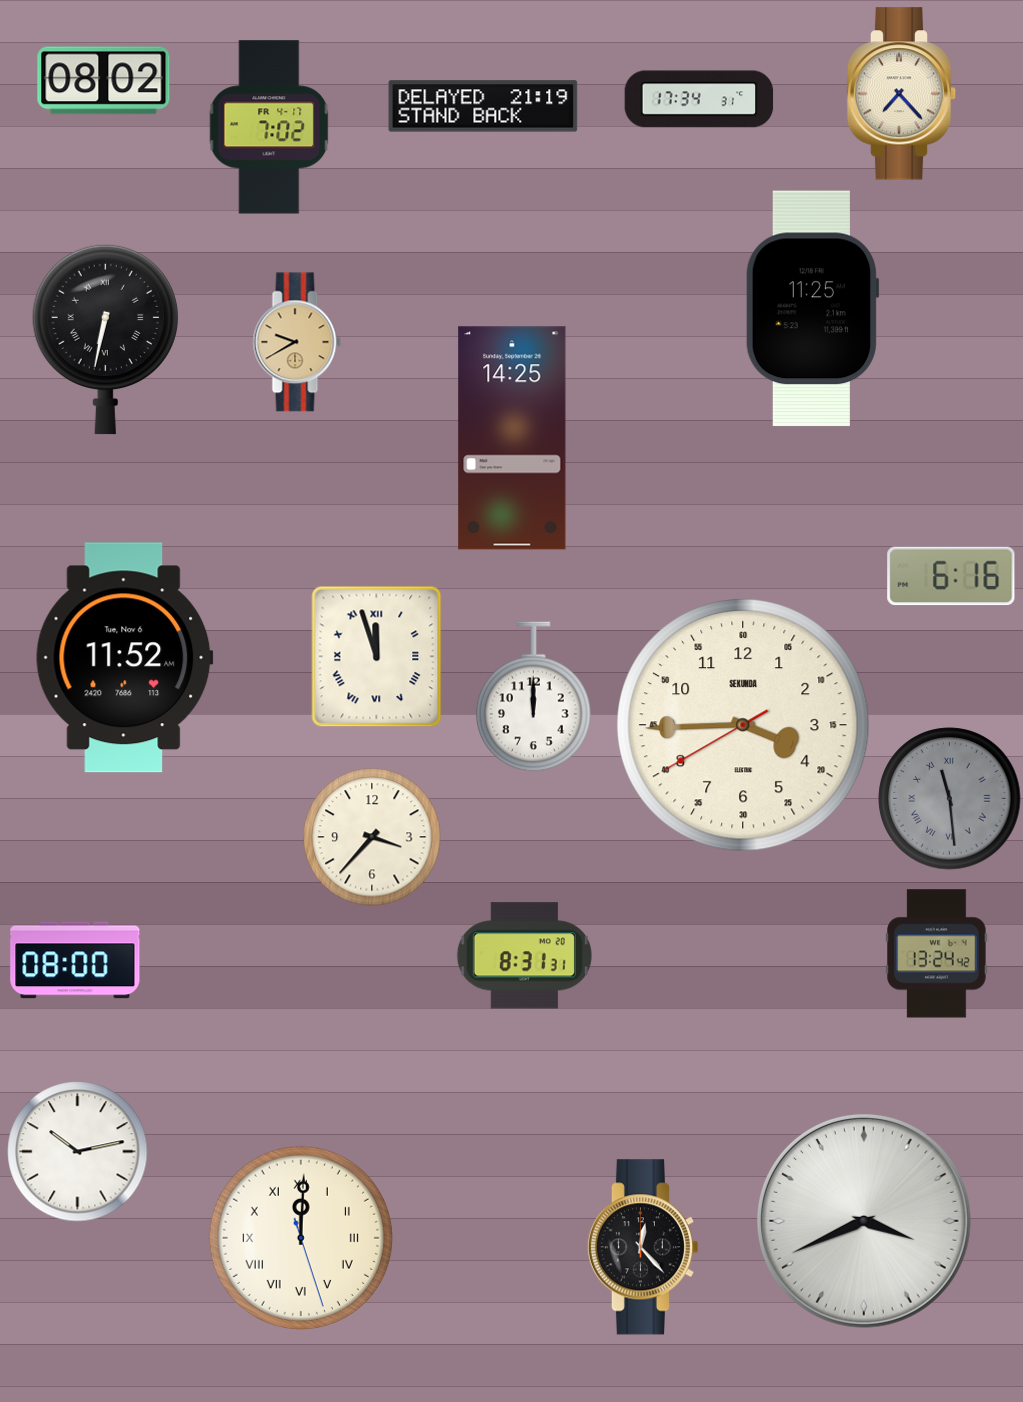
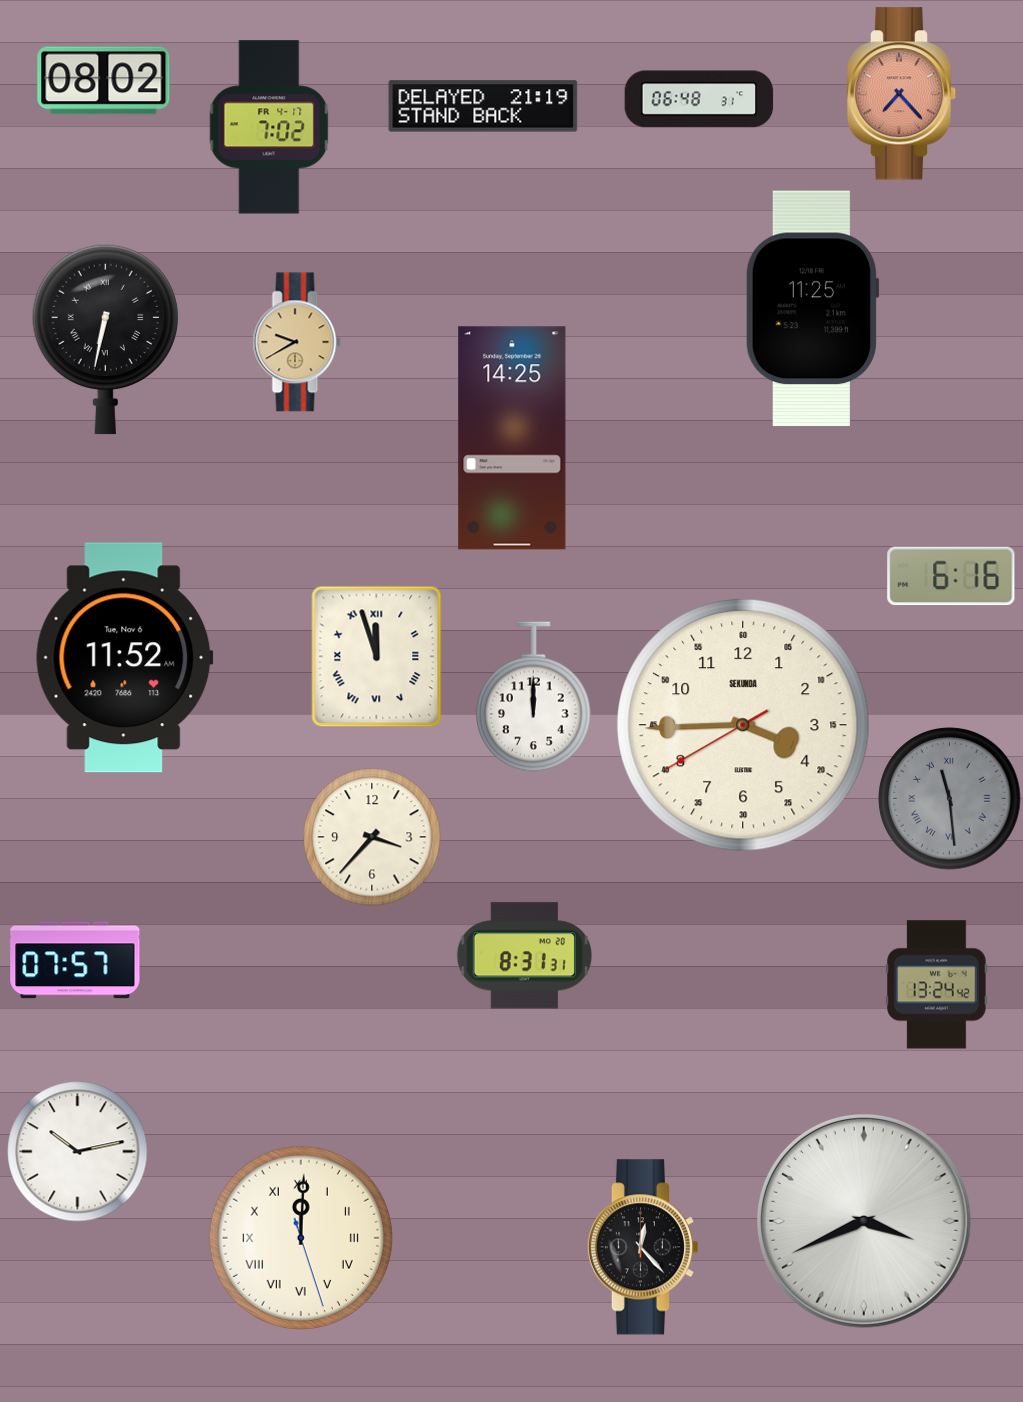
clock at (902, 94) dial: cream -> salmon
clock at (699, 99): 17:34 -> 06:48
clock at (937, 954) position: (937, 954) -> (937, 985)
clock at (75, 960): 08:00 -> 07:57
